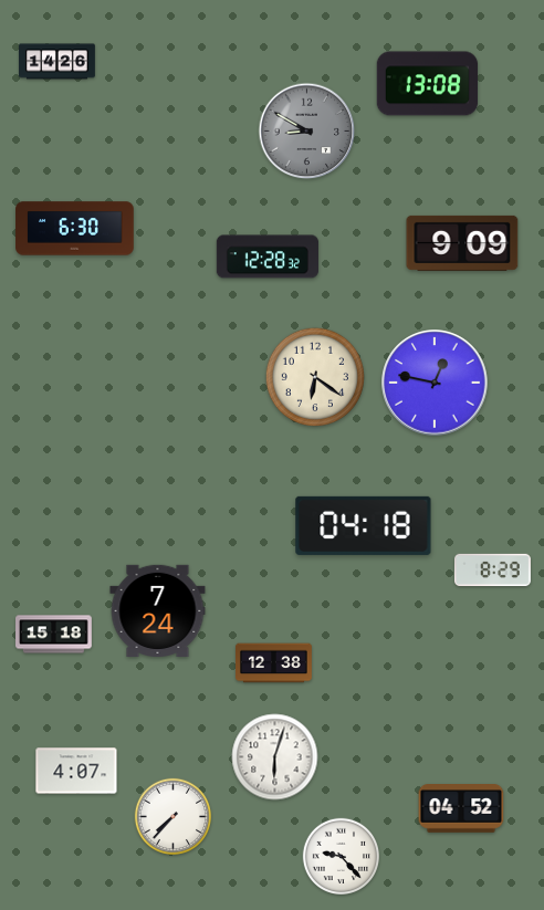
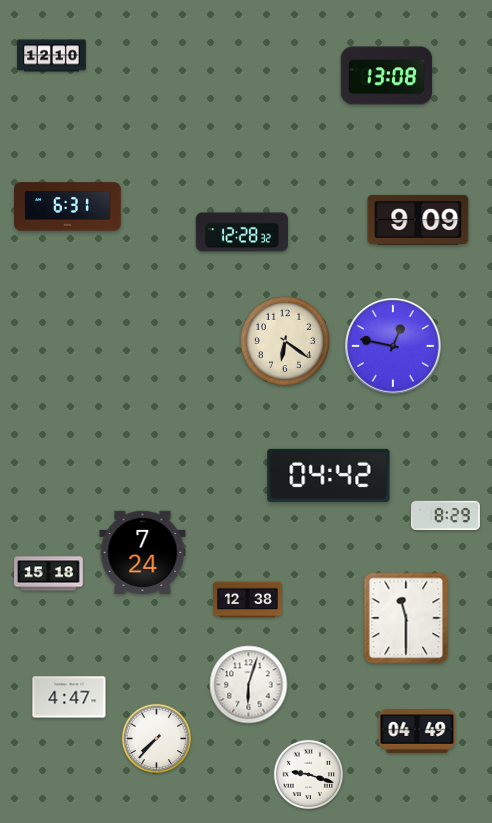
clock at (57, 62): 14:26 -> 12:10
clock at (307, 132): 8:50 -> none
clock at (75, 229): 6:30 -> 6:31
clock at (364, 525): 04:18 -> 04:42
clock at (406, 618): none -> 11:30
clock at (76, 771): 4:07 -> 4:47
clock at (461, 809): 04:52 -> 04:49
clock at (341, 856): 9:23 -> 9:18
